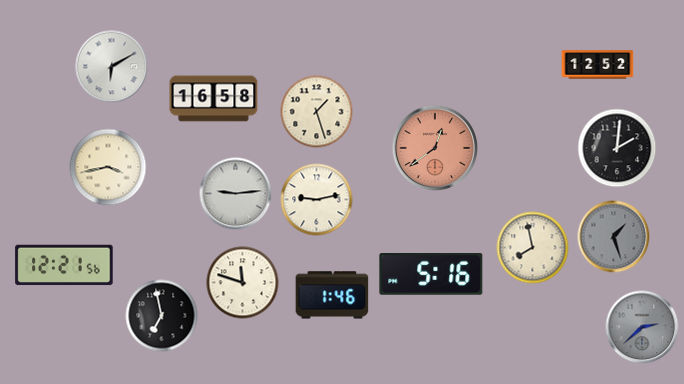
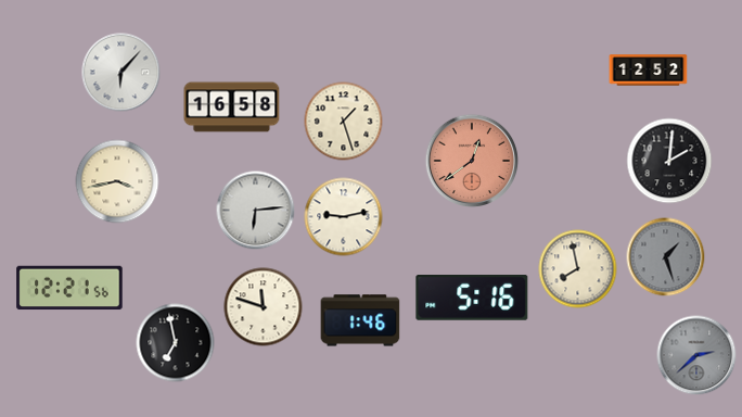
clock at (112, 67): 6:10 -> 6:07
clock at (236, 194): 9:14 -> 6:14
clock at (431, 275) position: (431, 275) -> (472, 299)
